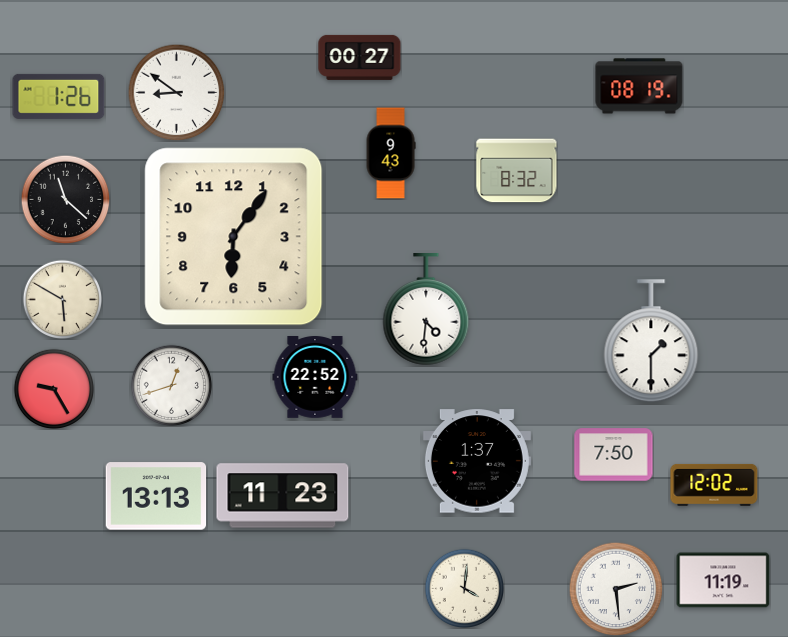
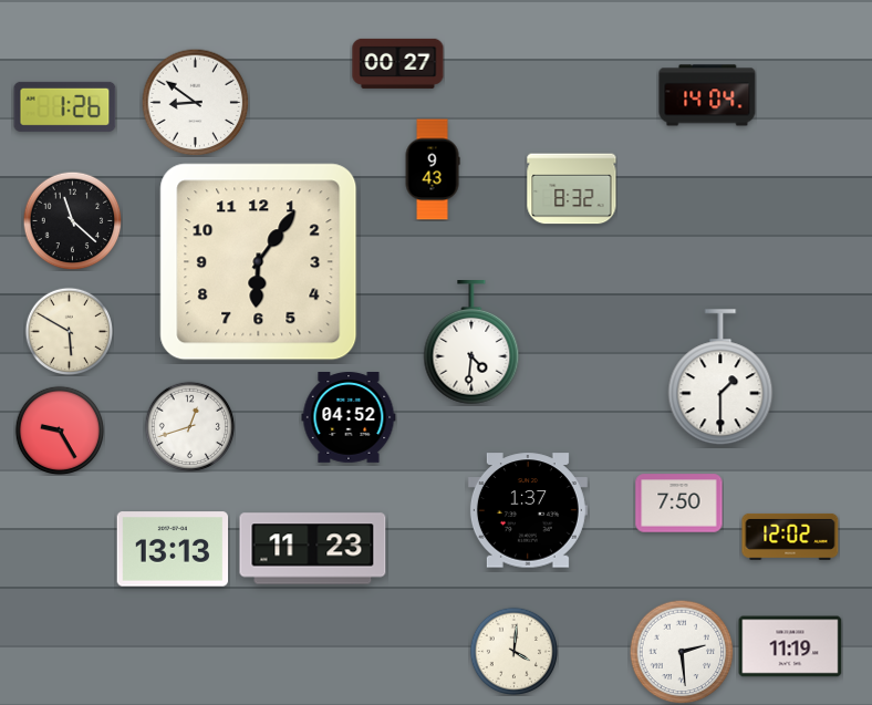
clock at (639, 86): 08:19 -> 14:04
clock at (315, 378): 22:52 -> 04:52
clock at (723, 580) position: (723, 580) -> (790, 646)
